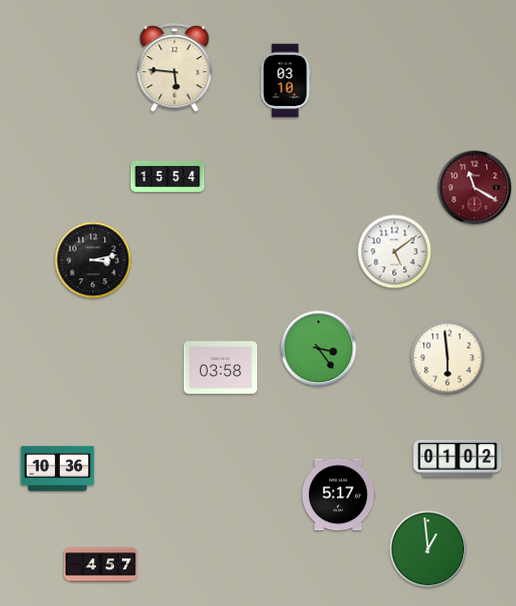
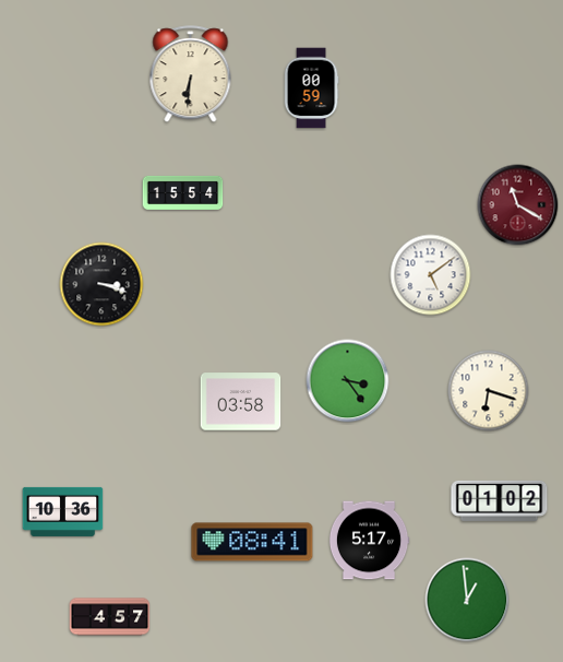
clock at (175, 68): 5:46 -> 6:31
clock at (285, 81): 03:10 -> 00:59
clock at (93, 260): 3:13 -> 3:18
clock at (448, 358): 5:59 -> 6:18
clock at (252, 542): none -> 08:41
